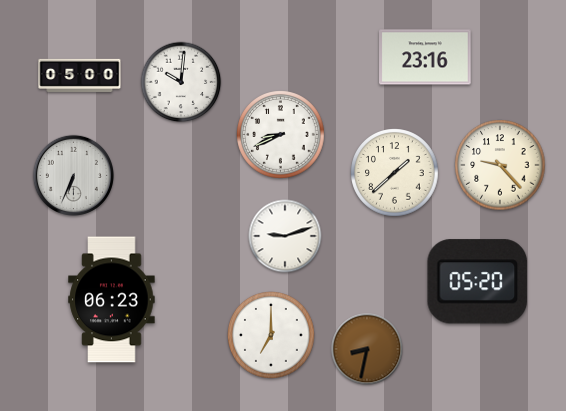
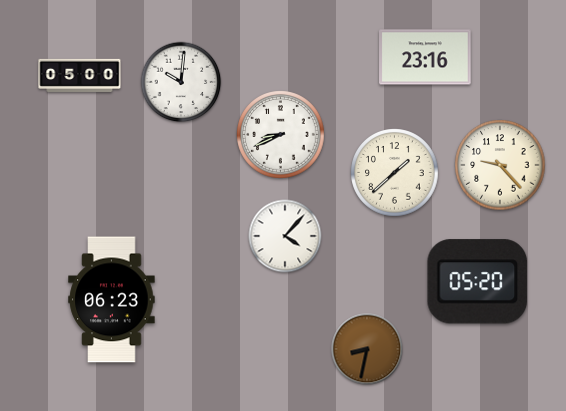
clock at (73, 175): 6:34 -> none
clock at (285, 236): 9:12 -> 4:07
clock at (272, 336): 7:00 -> none
